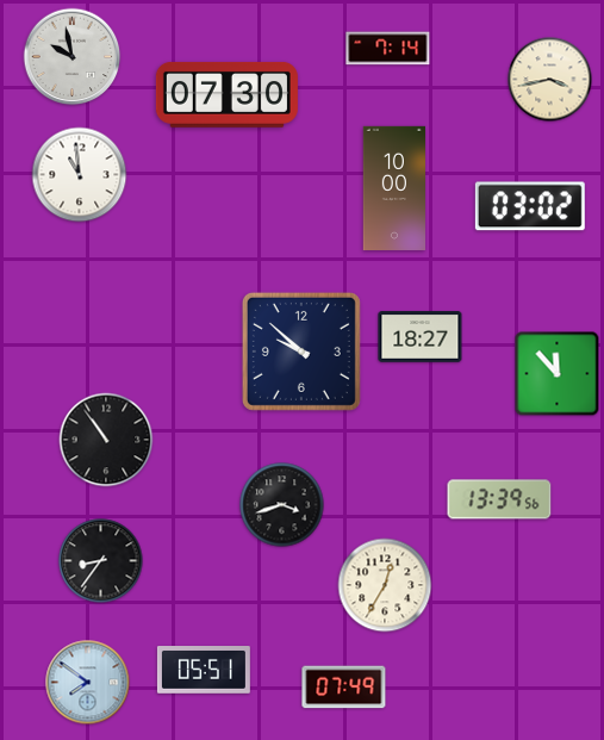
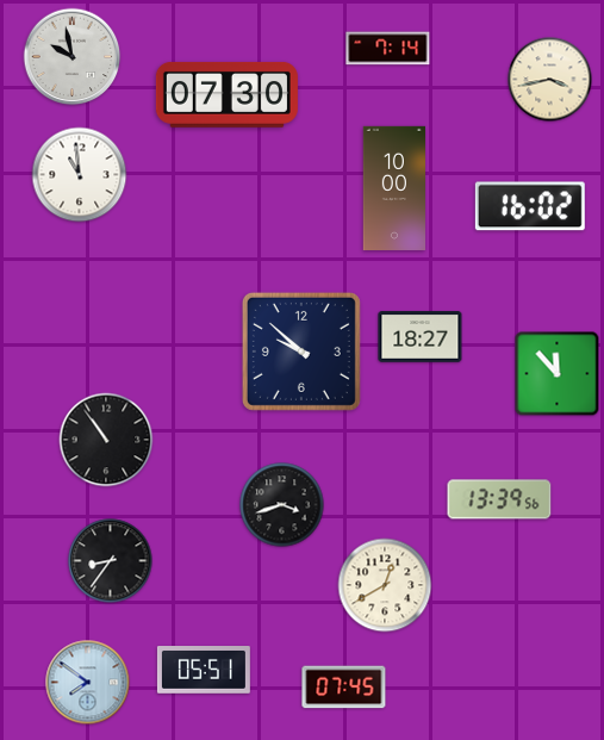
clock at (530, 206): 03:02 -> 16:02
clock at (101, 561) position: (101, 561) -> (111, 561)
clock at (385, 585): 12:35 -> 12:40
clock at (344, 688): 07:49 -> 07:45
